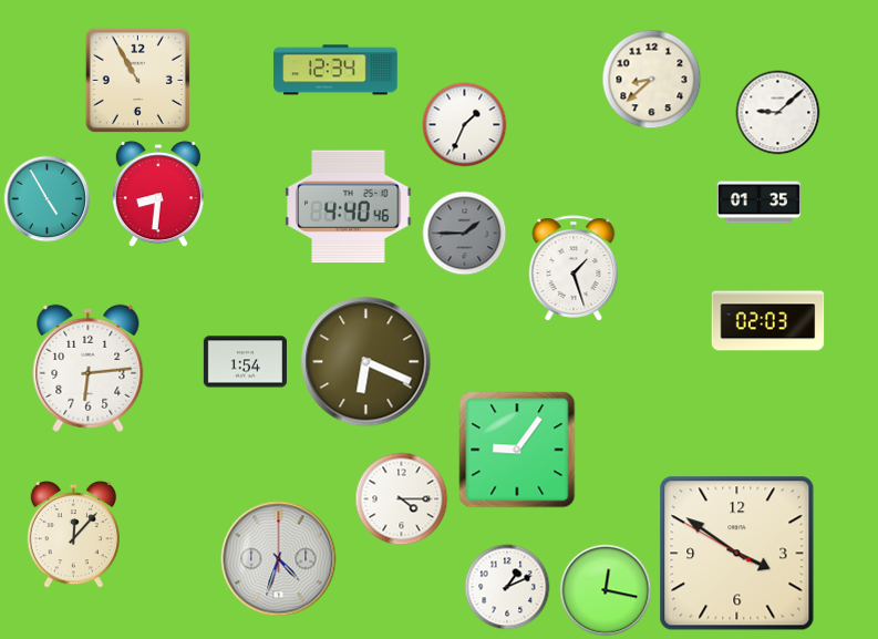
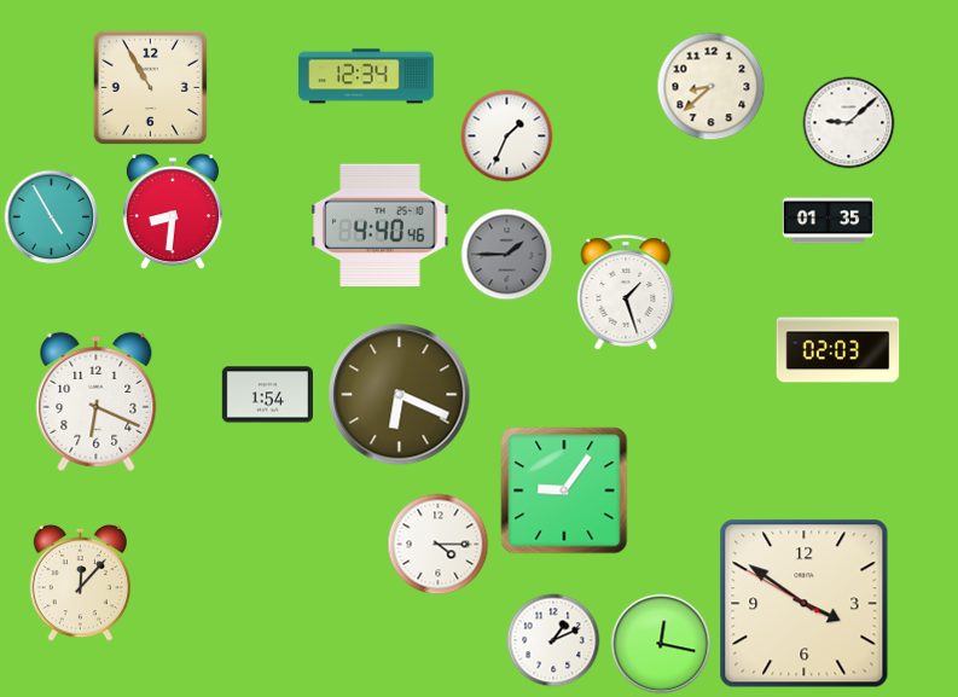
clock at (89, 368): 6:14 -> 6:19
clock at (279, 559): 4:33 -> none
